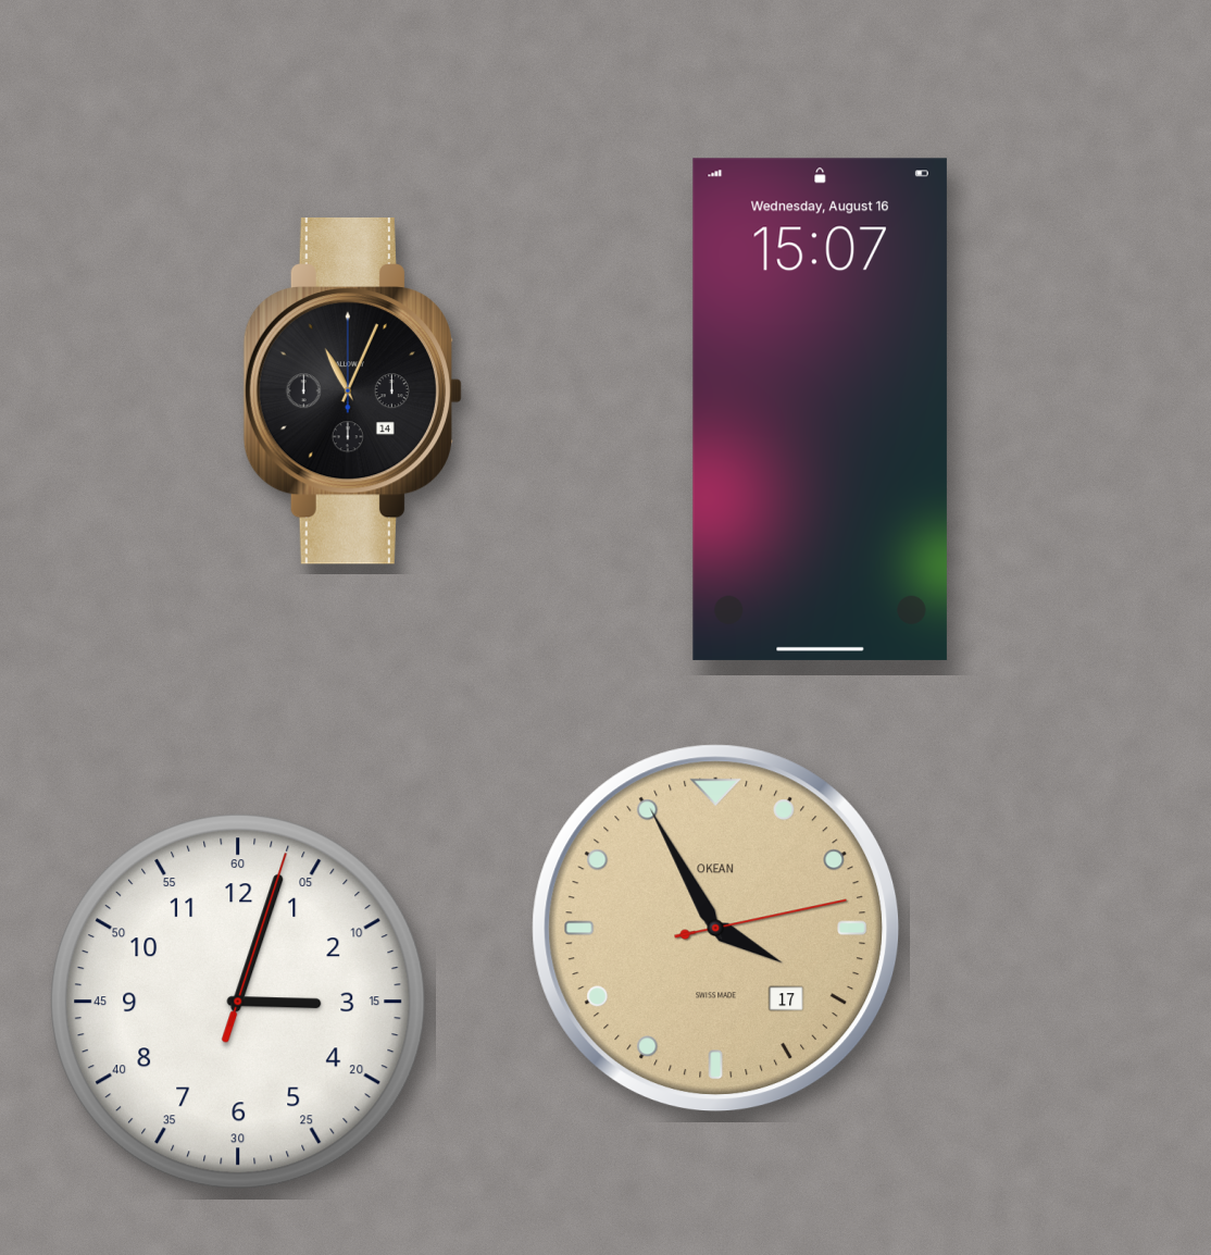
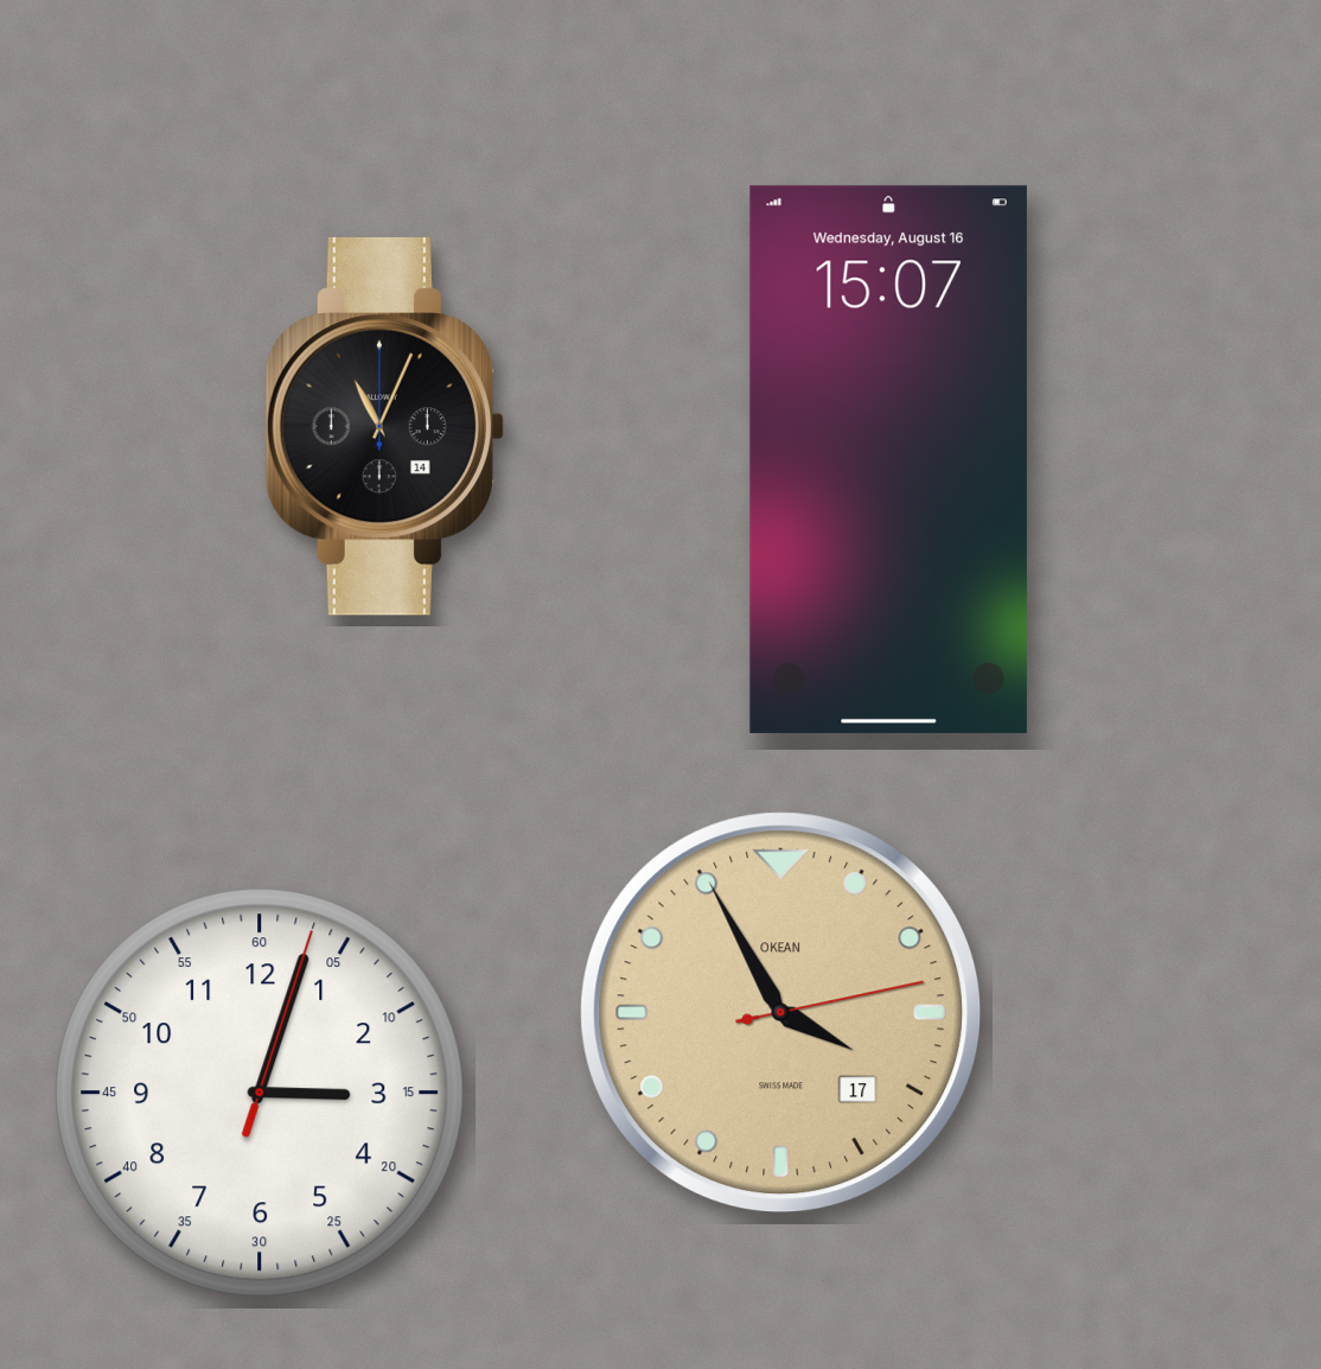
clock at (820, 409) position: (820, 409) -> (888, 459)
